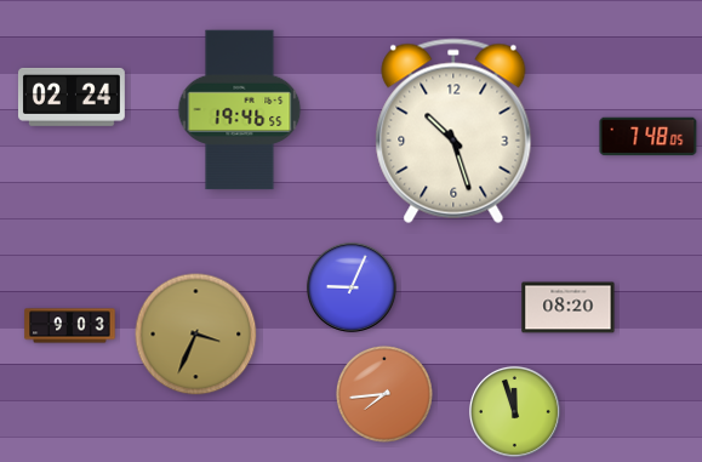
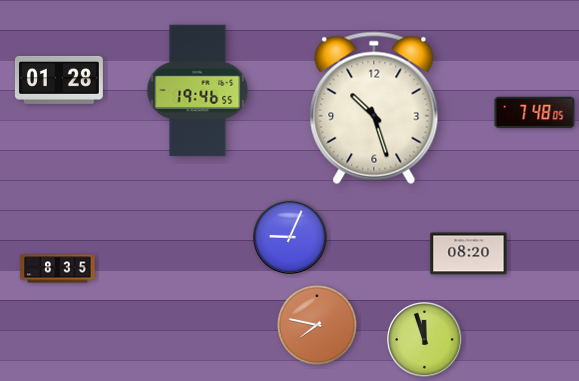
clock at (72, 97): 02:24 -> 01:28
clock at (70, 326): 9:03 -> 8:35
clock at (196, 335): 3:34 -> none
clock at (384, 394): 7:44 -> 7:47
